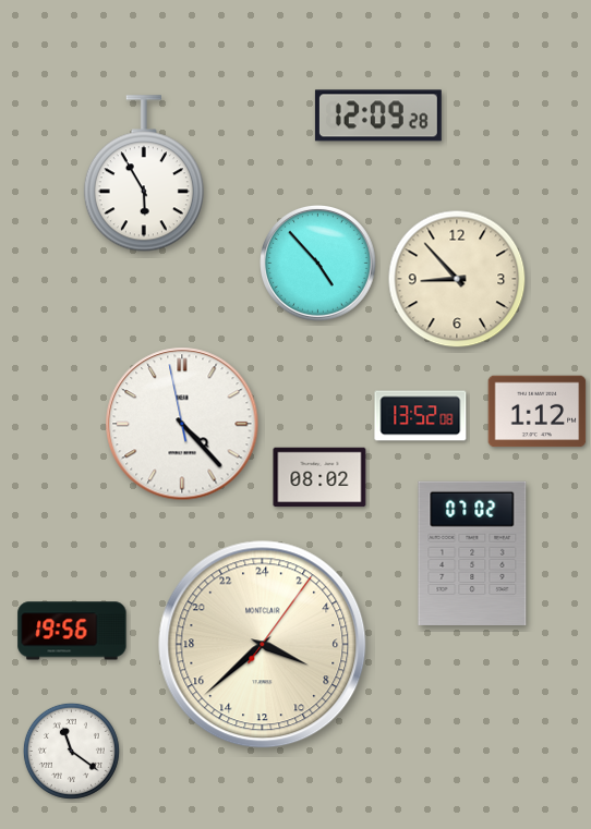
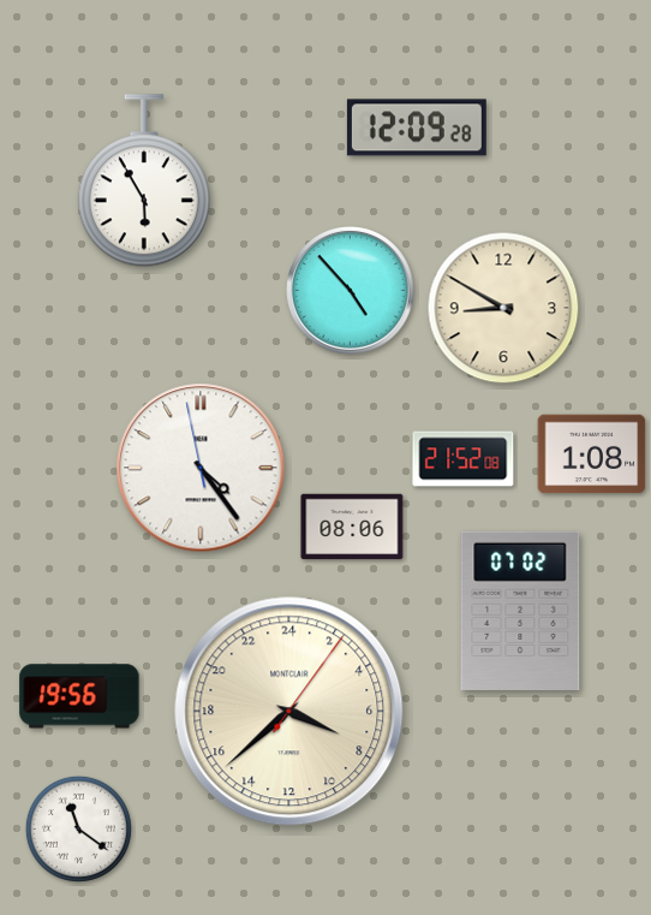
clock at (144, 174) position: (144, 174) -> (144, 182)
clock at (457, 279): 8:53 -> 8:50
clock at (538, 412): 1:12 -> 1:08
clock at (421, 416): 13:52 -> 21:52
clock at (182, 424): 4:22 -> 4:23
clock at (319, 477): 08:02 -> 08:06
